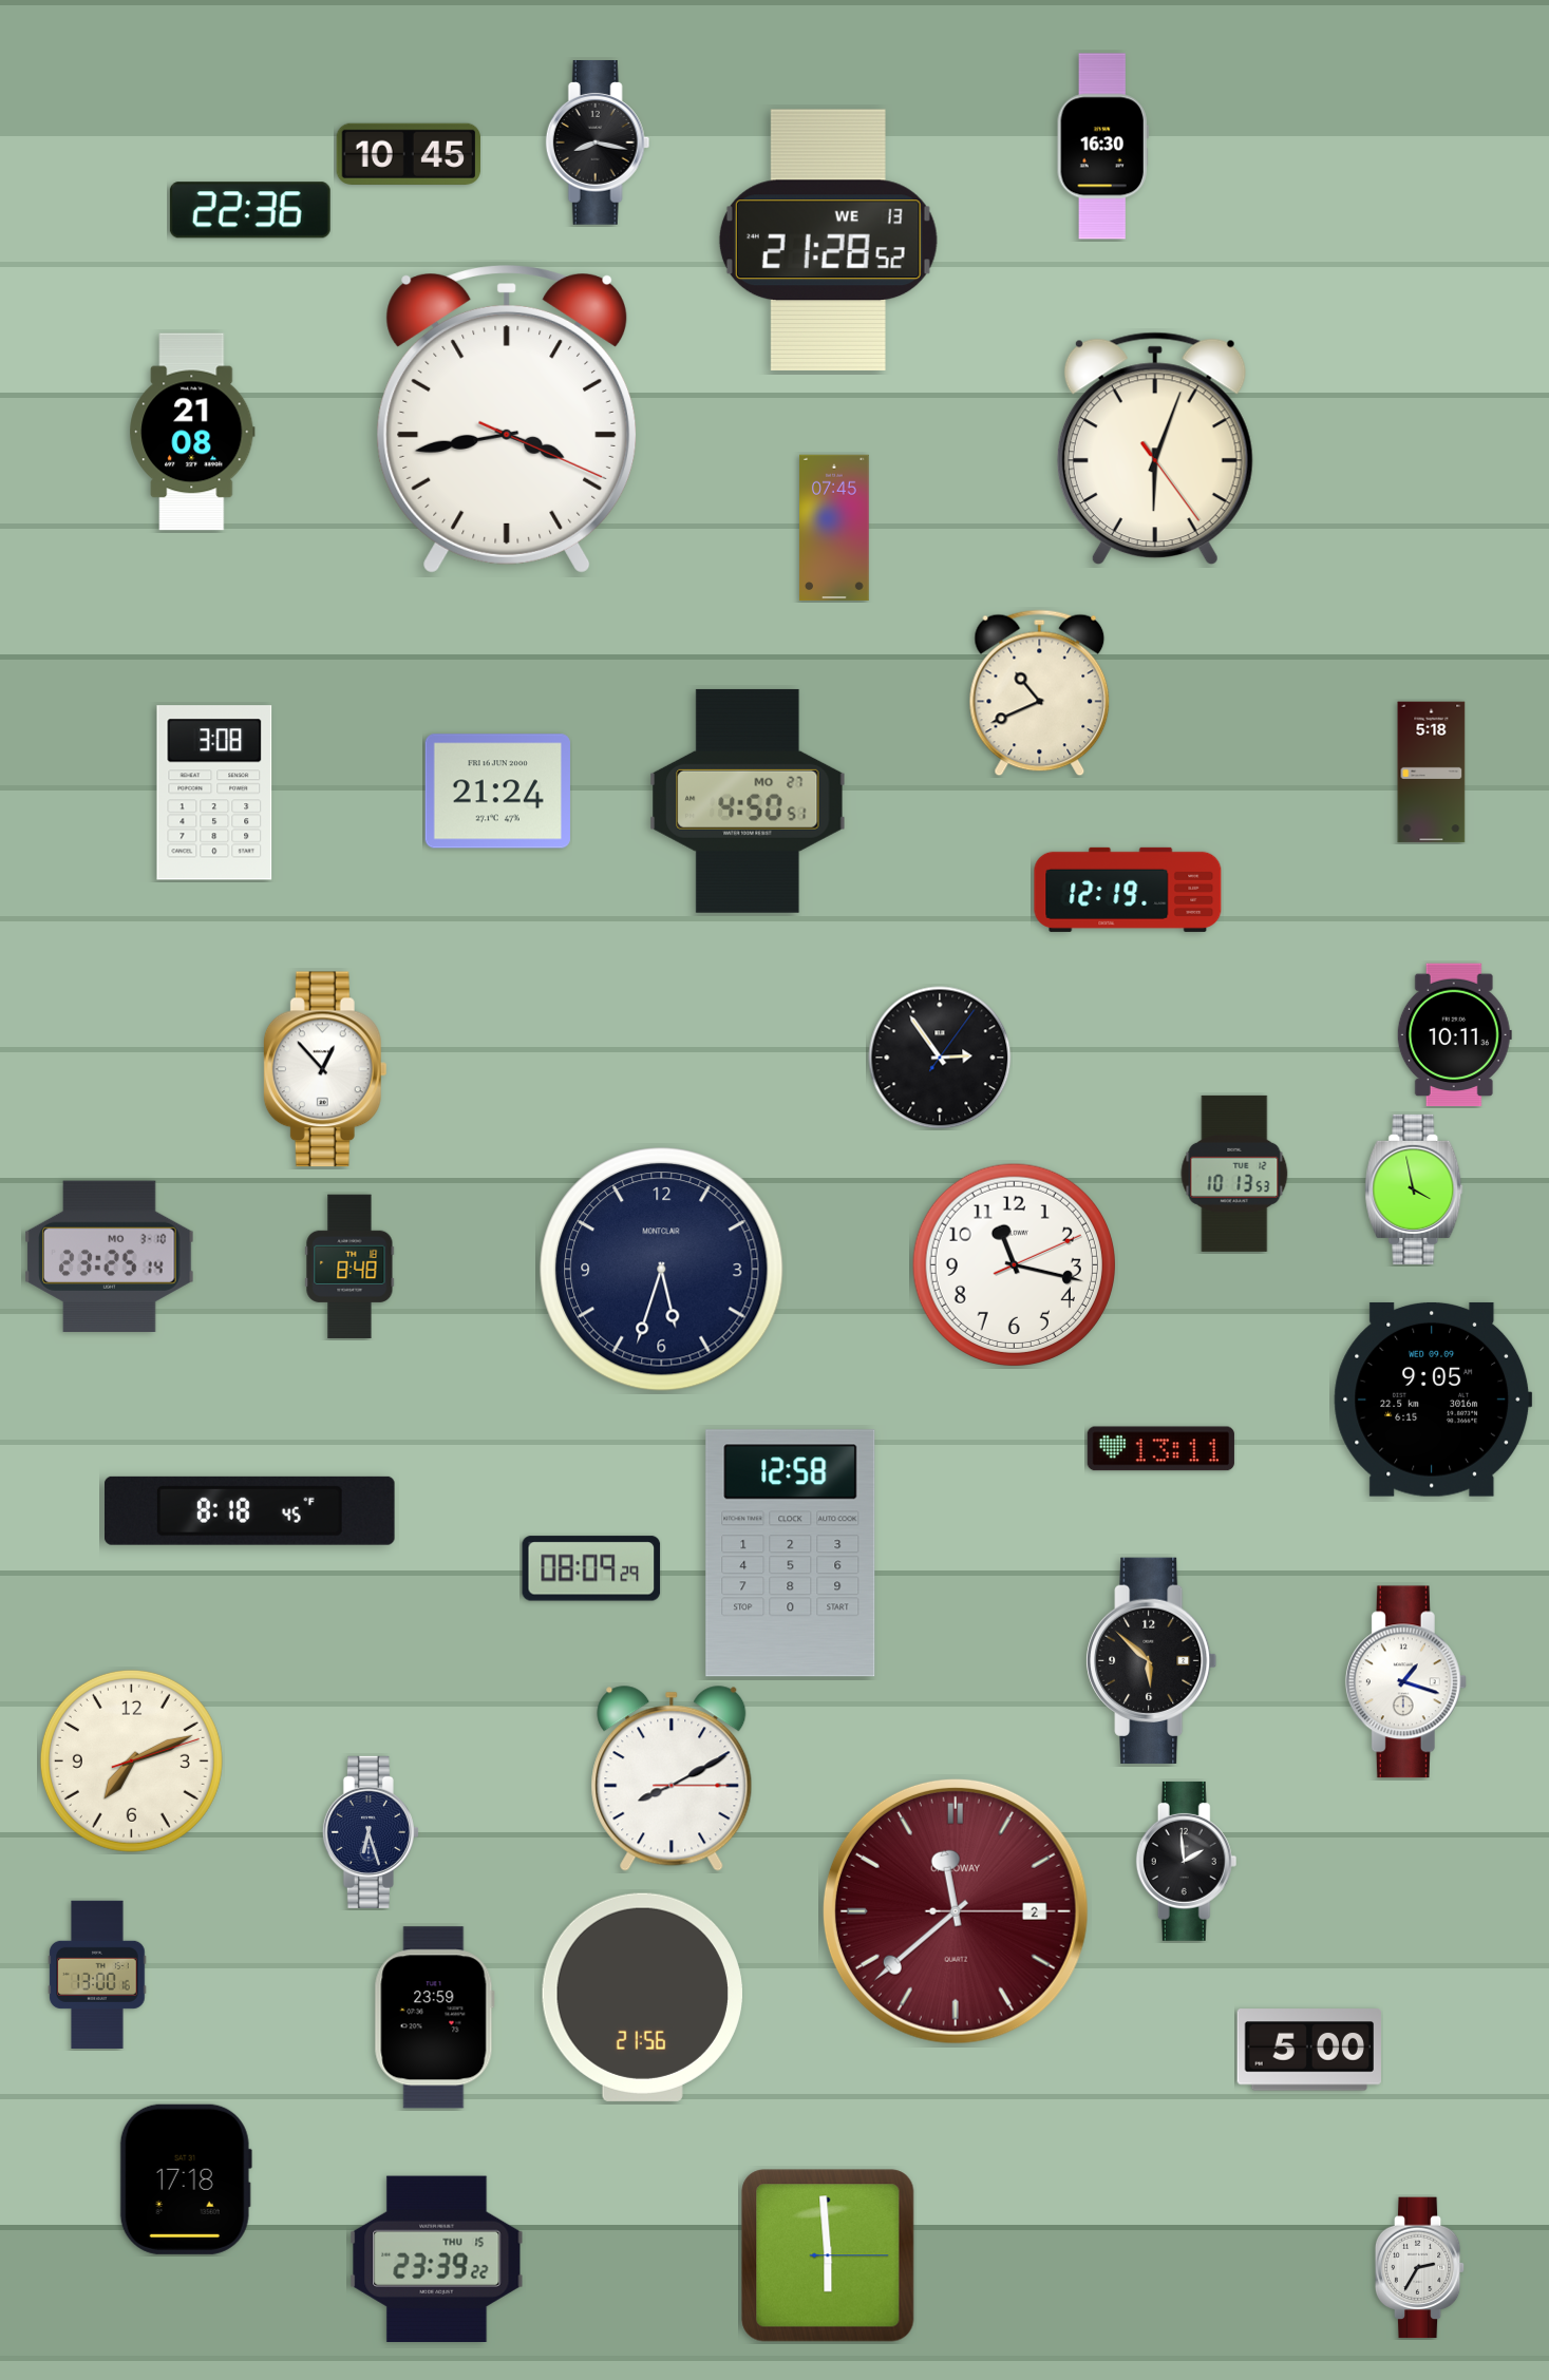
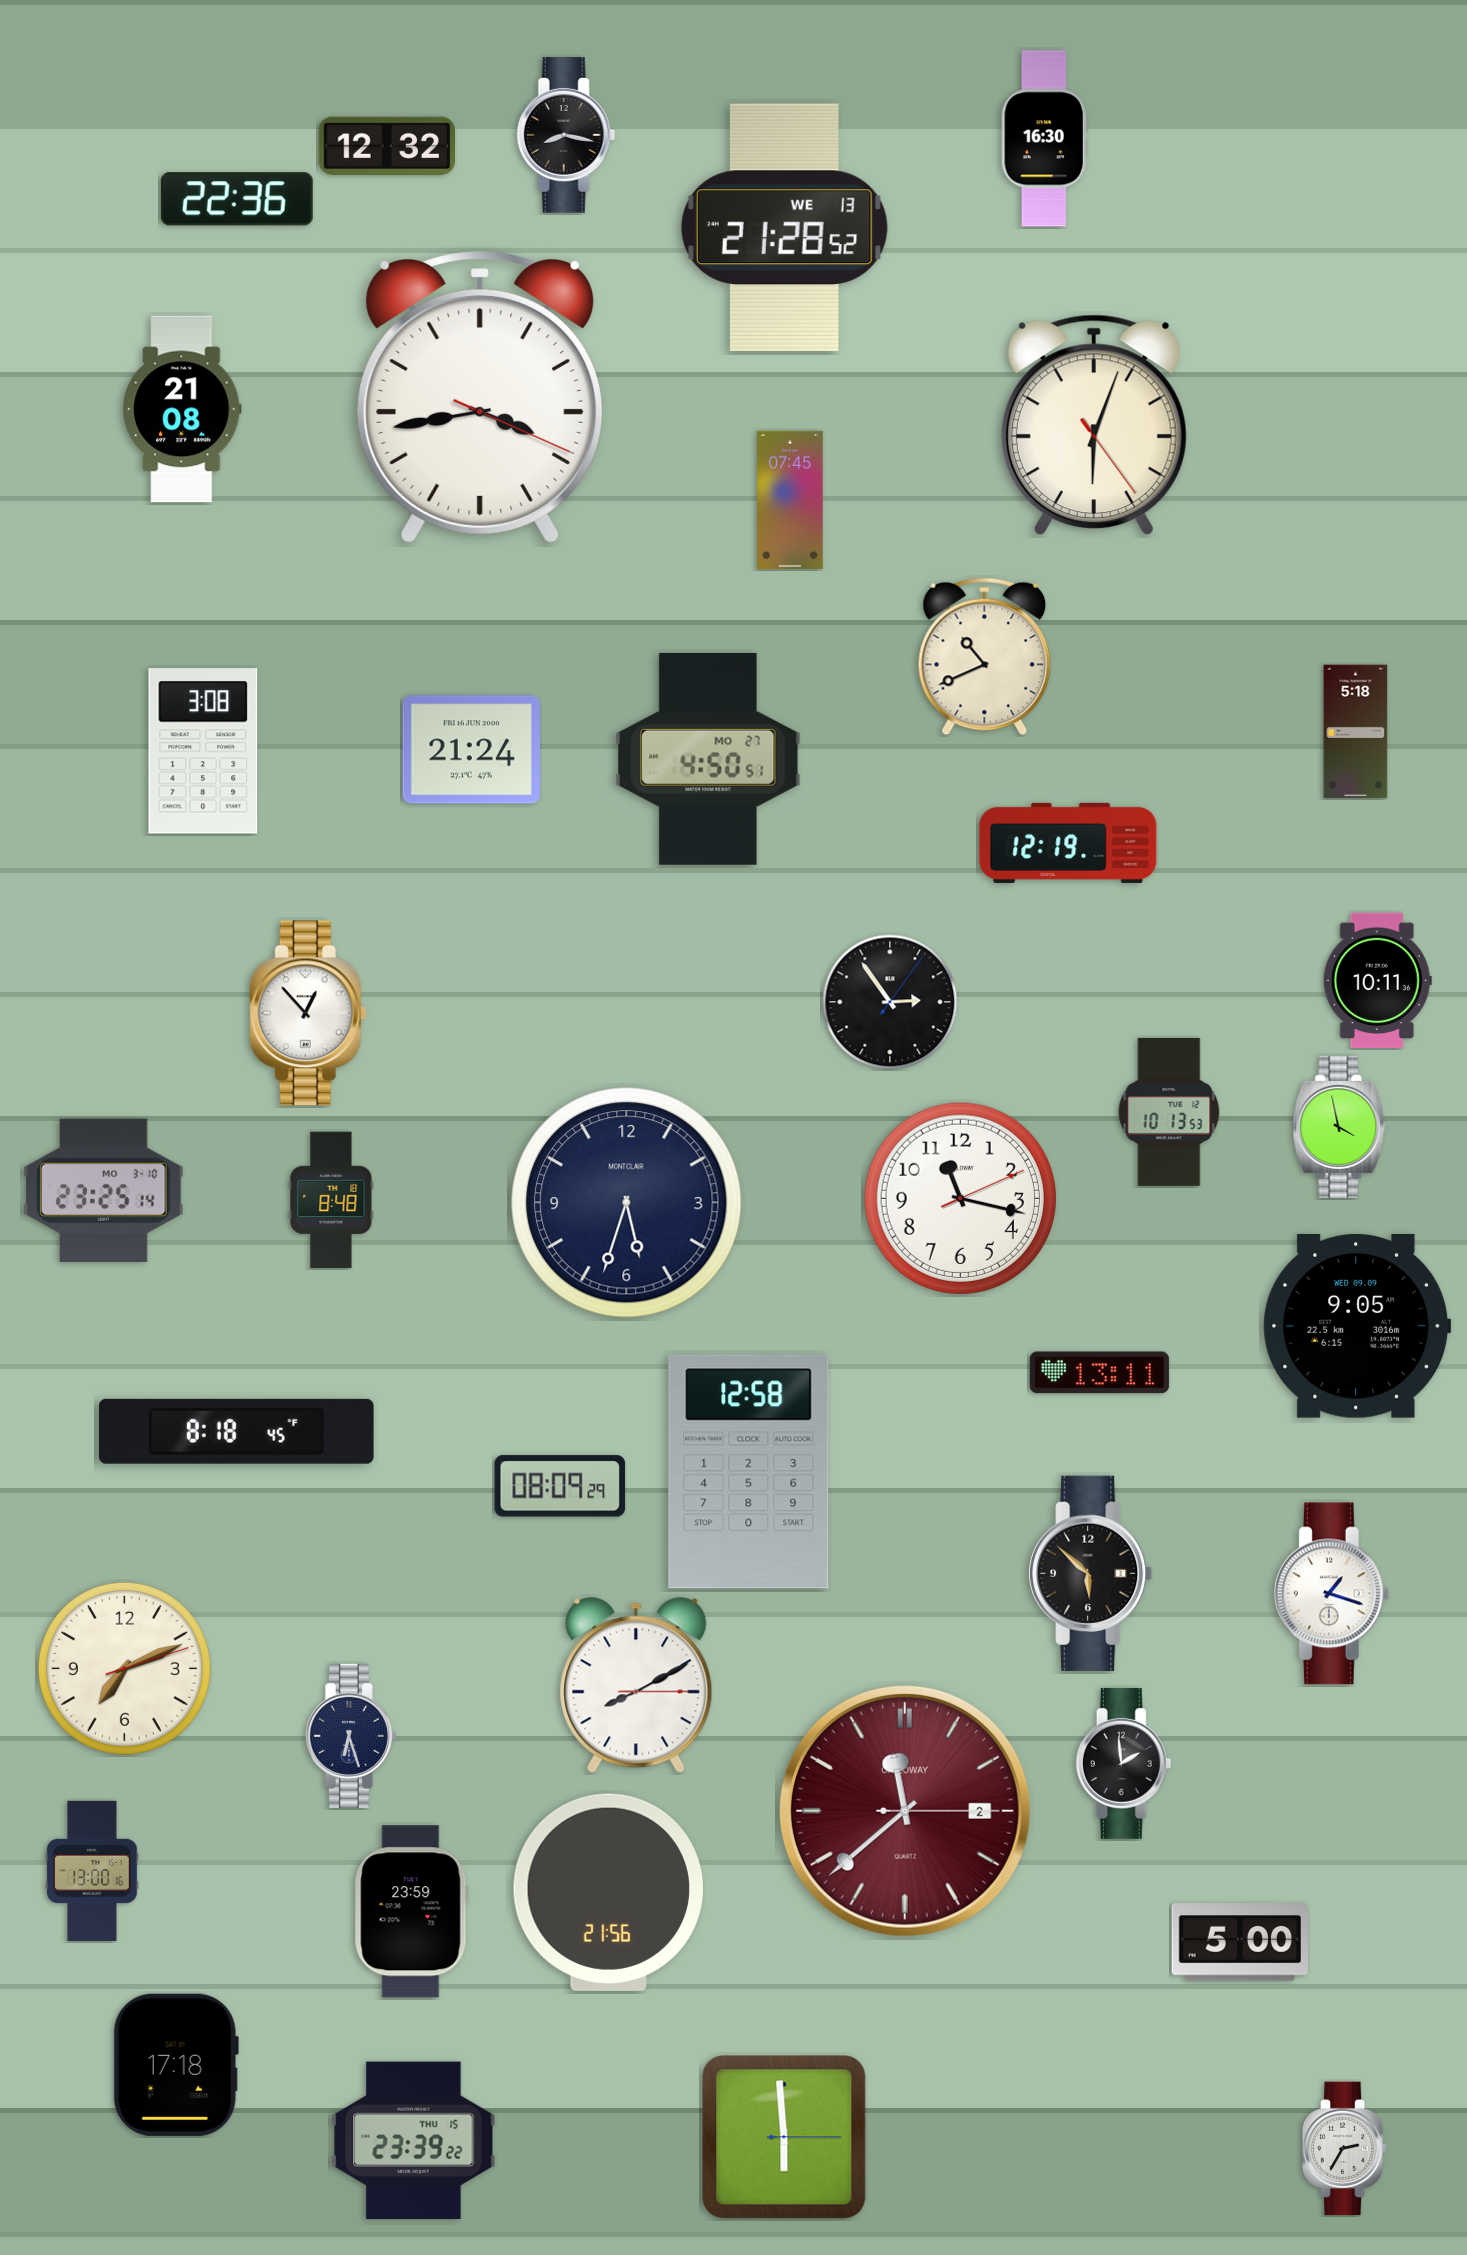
clock at (408, 154): 10:45 -> 12:32
